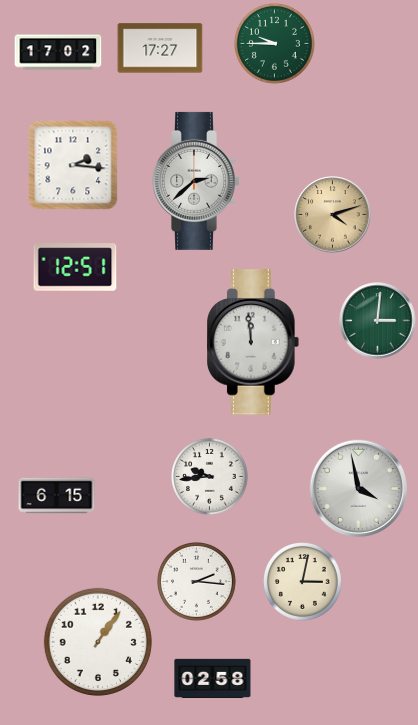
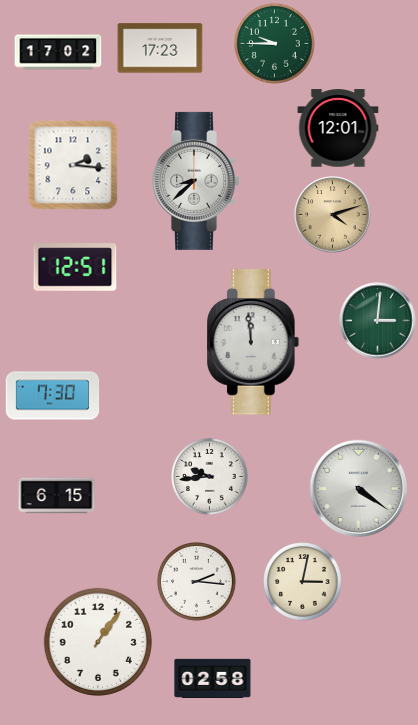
clock at (160, 48): 17:27 -> 17:23
clock at (338, 128): none -> 12:01
clock at (197, 181): 2:38 -> 8:38
clock at (53, 396): none -> 7:30
clock at (358, 488): 3:58 -> 4:21
